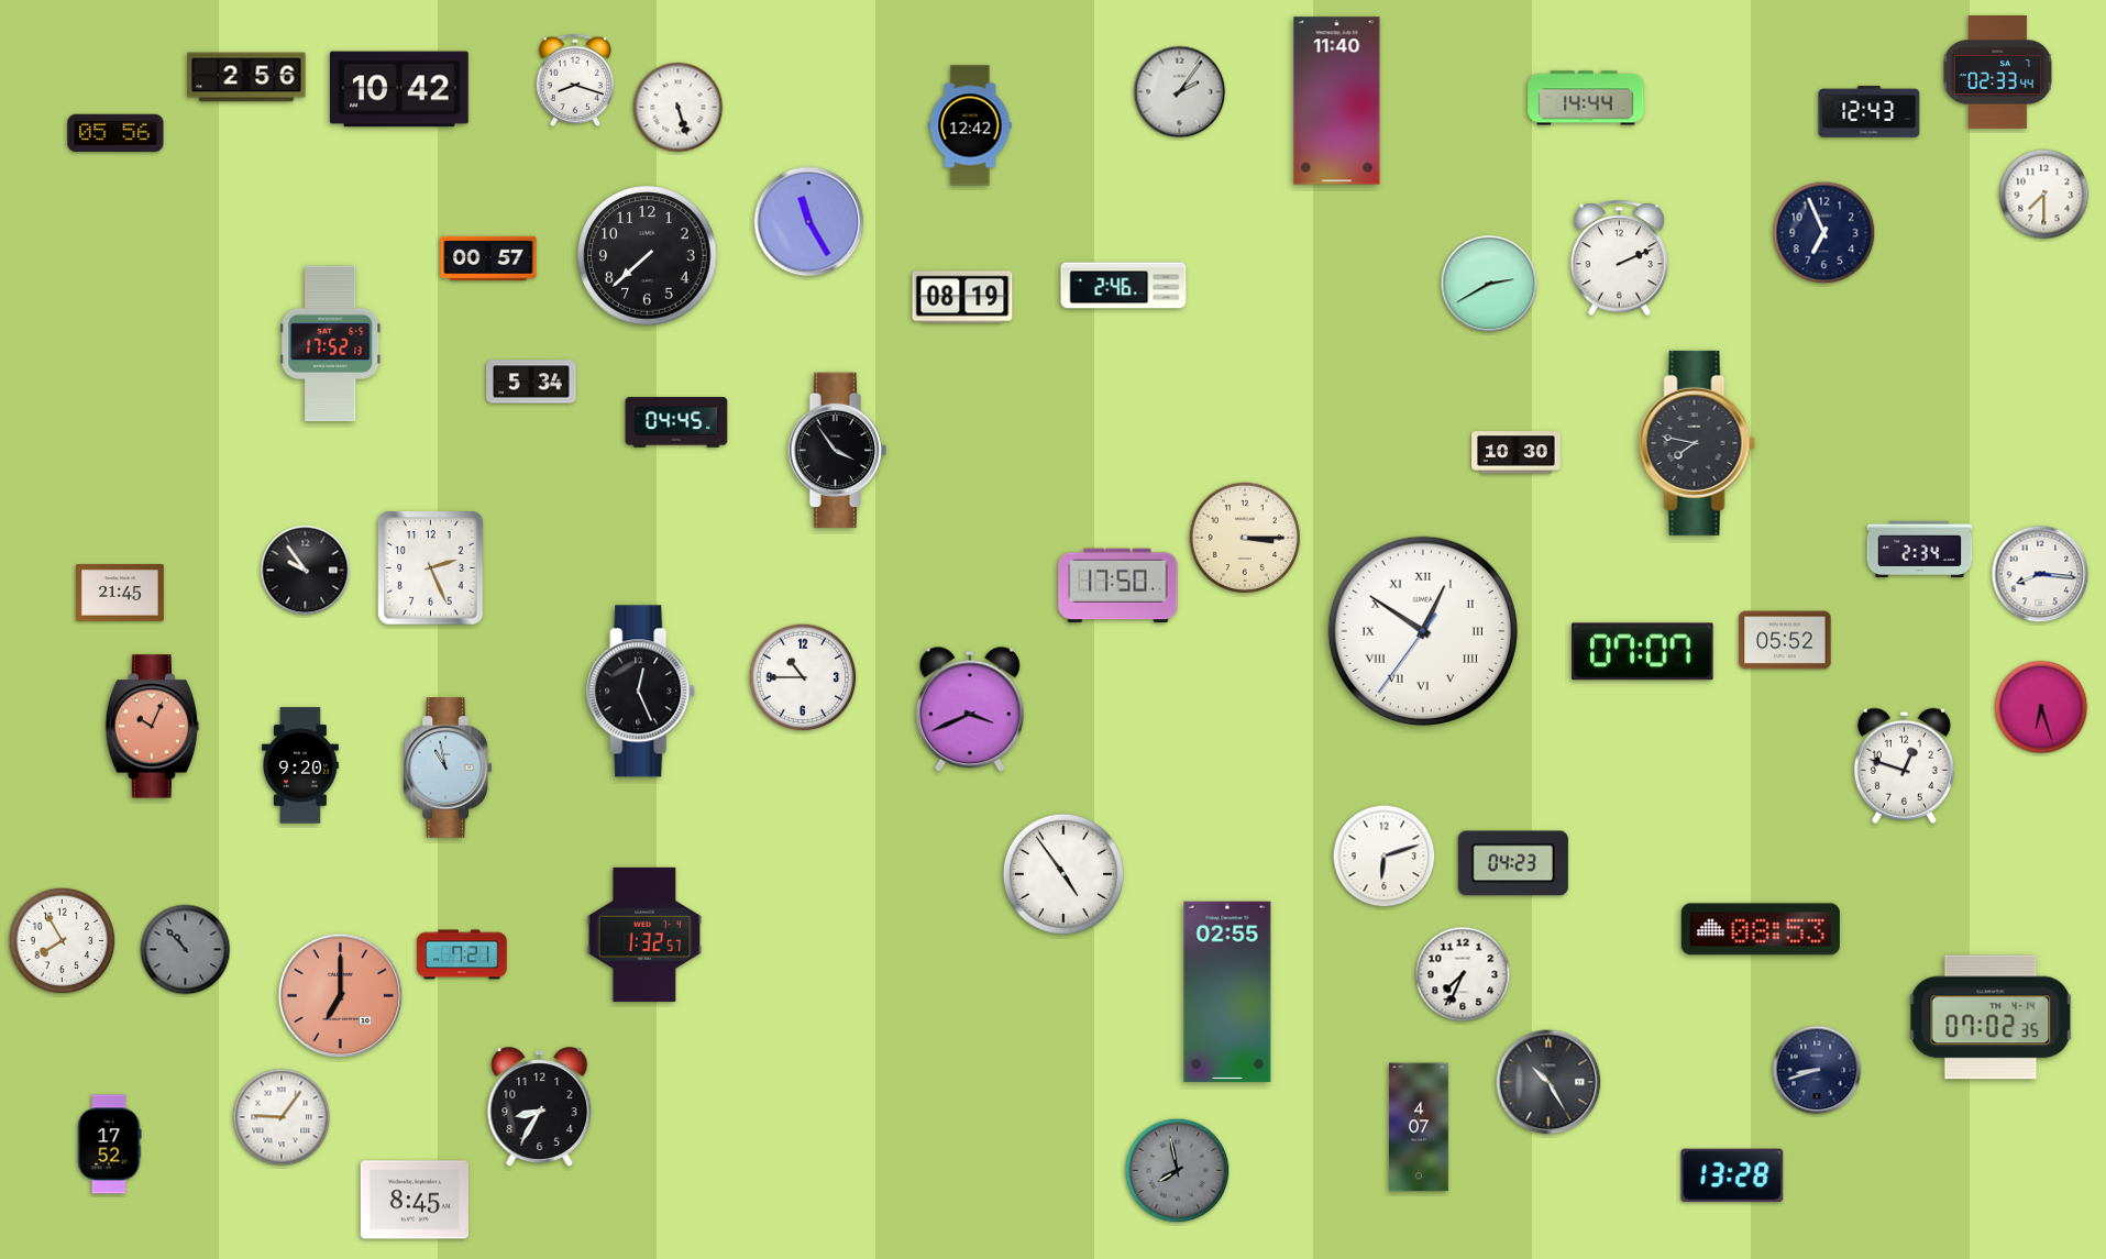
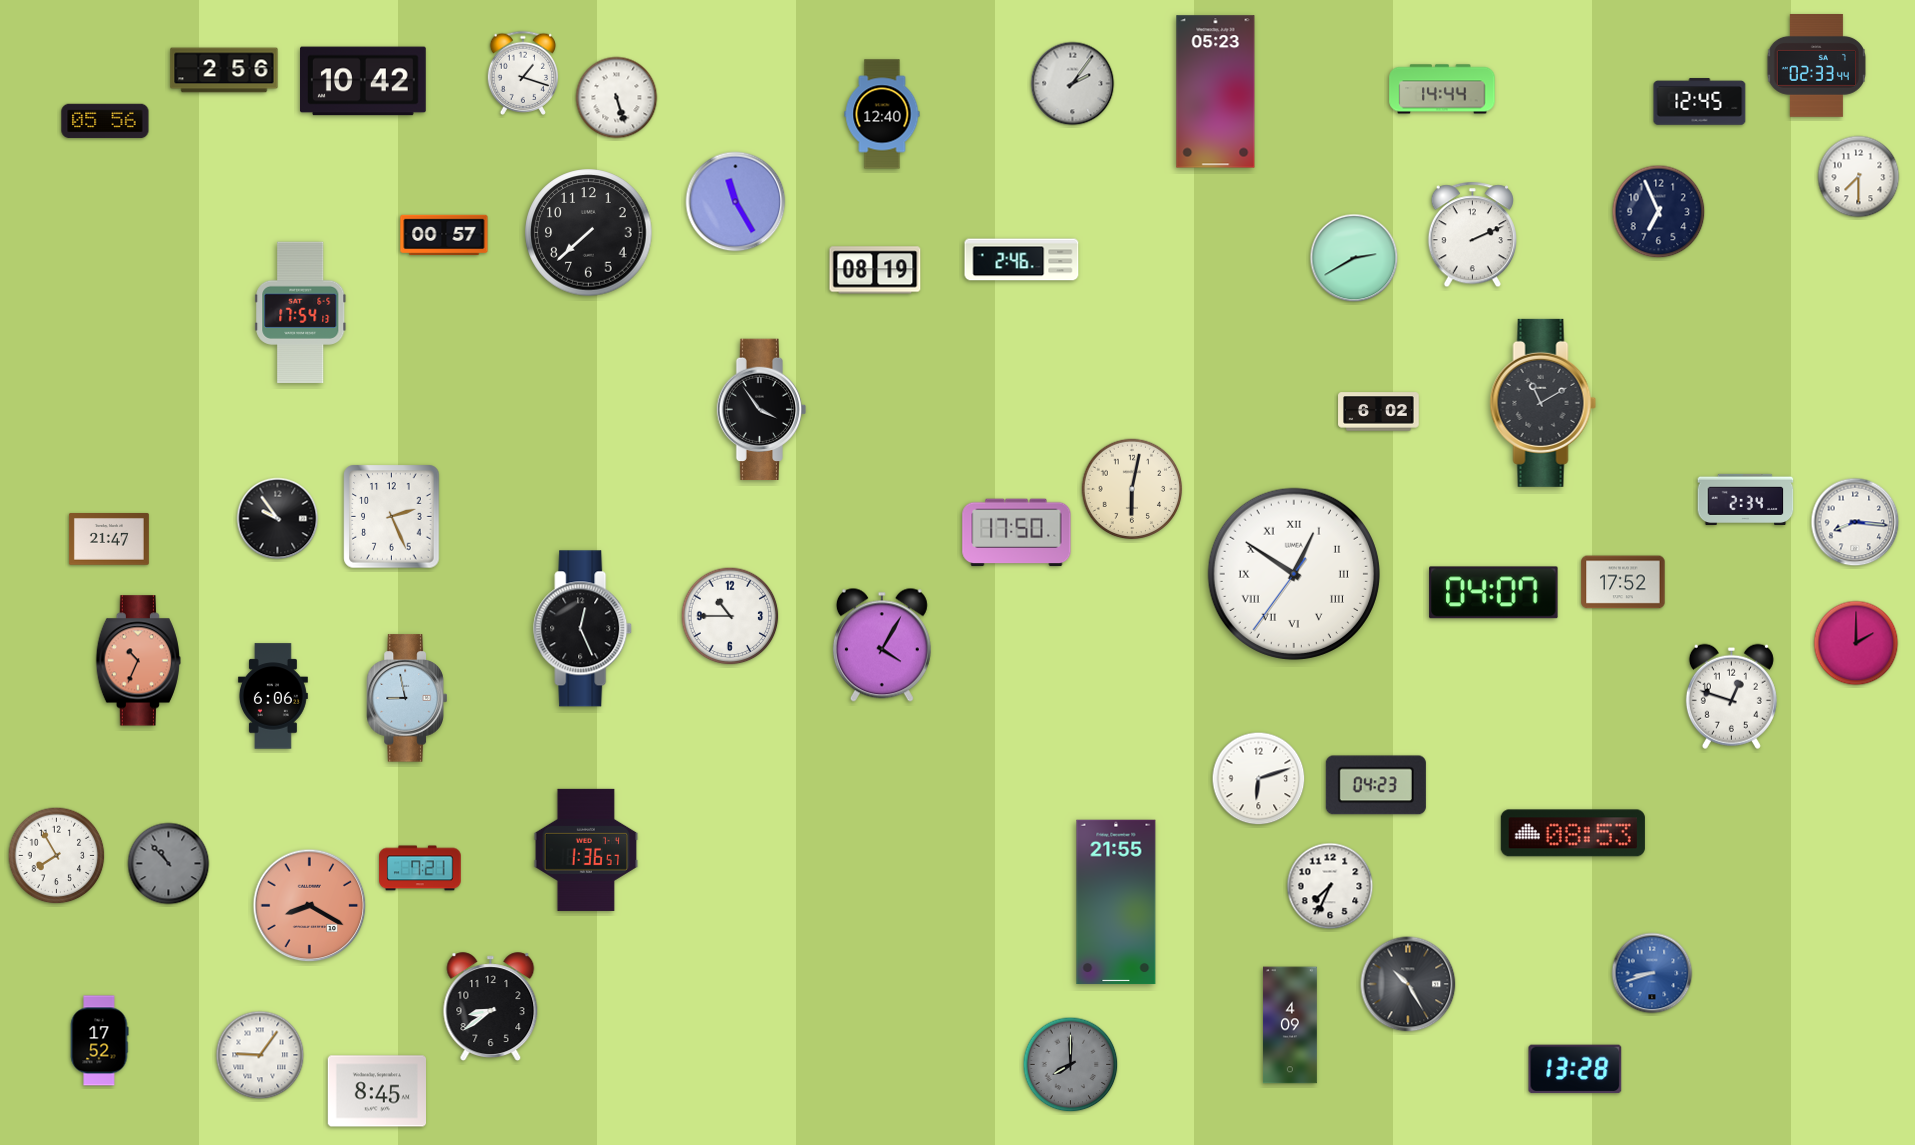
clock at (575, 80): 8:18 -> 1:18
clock at (1337, 101): 11:40 -> 05:23
clock at (1870, 112): 12:43 -> 12:45
clock at (970, 125): 12:42 -> 12:40
clock at (331, 344): 17:52 -> 17:54
clock at (531, 382): 5:34 -> none
clock at (676, 422): 04:45 -> none
clock at (1697, 443): 7:47 -> 11:10
clock at (1517, 453): 10:30 -> 6:02
clock at (1245, 538): 3:15 -> 6:02
clock at (120, 593): 21:45 -> 21:47
clock at (1785, 640): 05:52 -> 17:52
clock at (1643, 652): 07:07 -> 04:07
clock at (2041, 707): 6:27 -> 2:00
clock at (970, 709): 3:41 -> 4:05
clock at (152, 727): 10:04 -> 10:34
clock at (300, 765): 9:20 -> 6:06
clock at (446, 767): 10:58 -> 8:58
clock at (1063, 874): 4:54 -> none
clock at (1761, 929) position: (1761, 929) -> (1573, 833)
clock at (644, 935): 1:32 -> 1:36
clock at (1227, 992): 02:55 -> 21:55
clock at (341, 996): 7:00 -> 8:20
clock at (1991, 1017): 07:02 -> none
clock at (1817, 1070) dial: navy -> blue
clock at (540, 1106): 8:35 -> 8:39
clock at (282, 1117) position: (282, 1117) -> (260, 1055)
clock at (1419, 1127): 4:07 -> 4:09
clock at (1178, 1171): 7:58 -> 8:00
